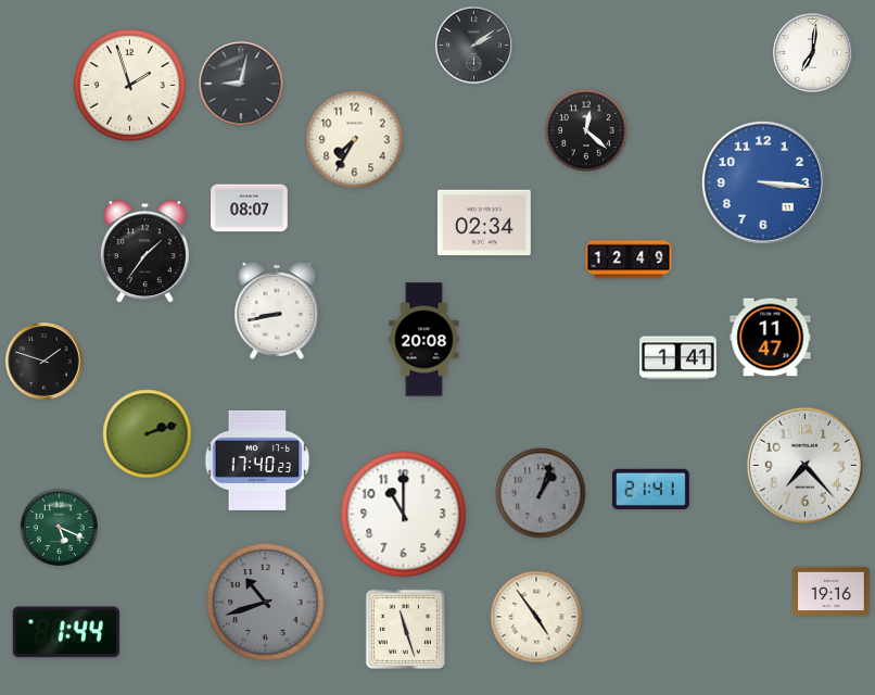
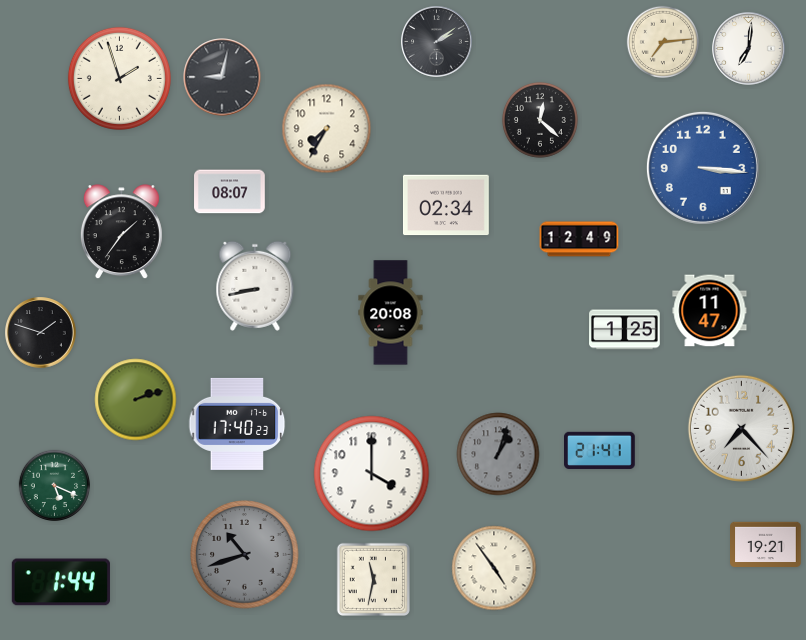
clock at (663, 42): none -> 7:14
clock at (144, 252) position: (144, 252) -> (121, 232)
clock at (679, 358): 1:41 -> 1:25
clock at (404, 515): 11:00 -> 4:00
clock at (832, 592): 19:16 -> 19:21
clock at (405, 629): 11:27 -> 11:32
